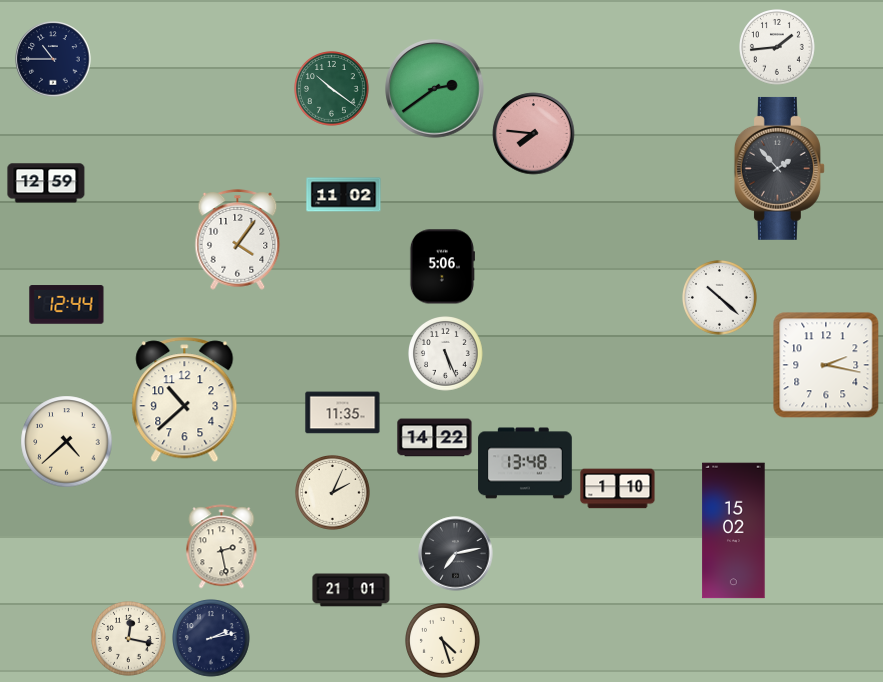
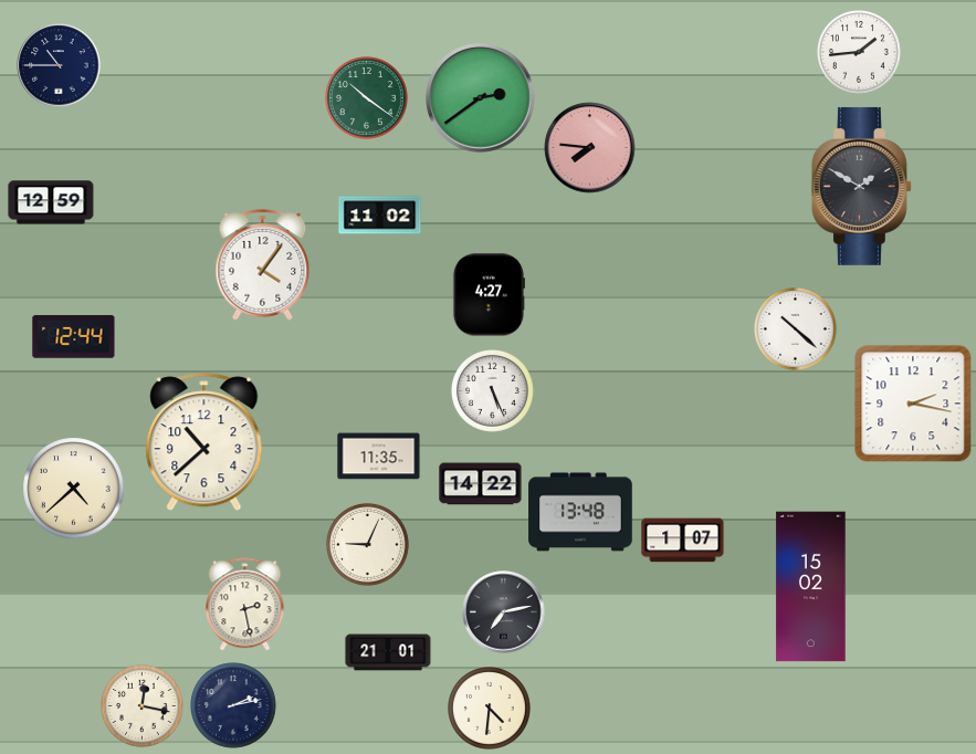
clock at (779, 168): 1:53 -> 1:50
clock at (442, 267): 5:06 -> 4:27
clock at (618, 489): 1:10 -> 1:07
clock at (333, 493): 2:04 -> 9:04
clock at (443, 641): 4:27 -> 4:31
